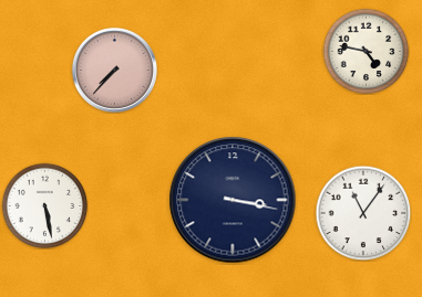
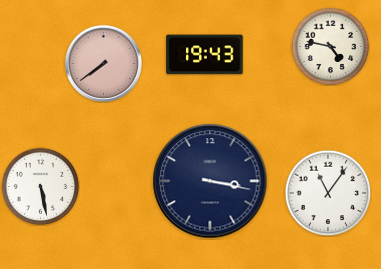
clock at (205, 55): none -> 19:43
clock at (114, 70): 7:37 -> 7:39
